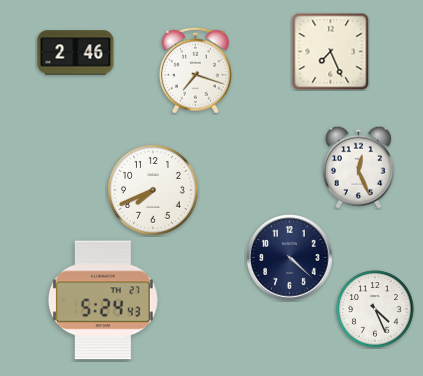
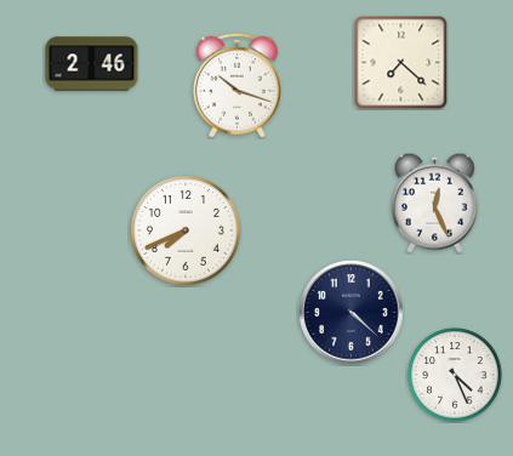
clock at (330, 51): 7:26 -> 7:22
clock at (195, 70): 7:18 -> 10:18
clock at (103, 300): 5:24 -> none
